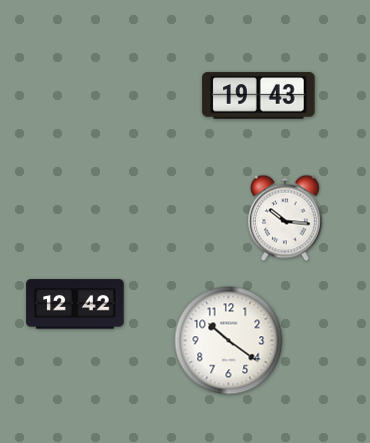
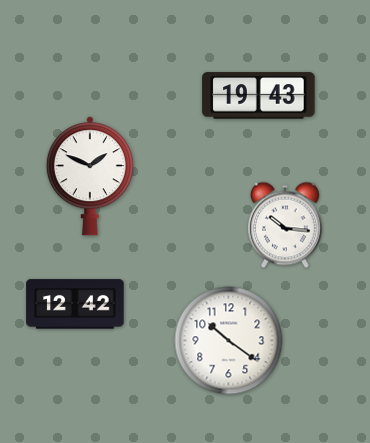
clock at (90, 176): none -> 1:49
clock at (286, 218) position: (286, 218) -> (286, 225)
